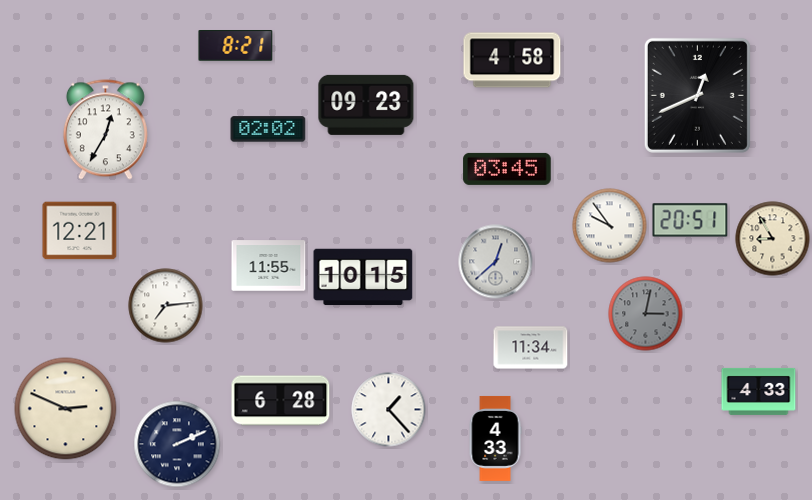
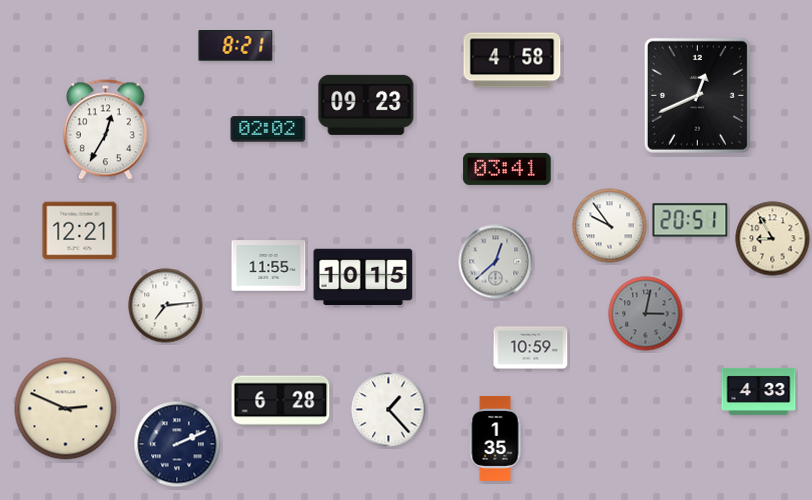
clock at (507, 169): 03:45 -> 03:41
clock at (531, 348): 11:34 -> 10:59
clock at (495, 438): 4:33 -> 1:35
